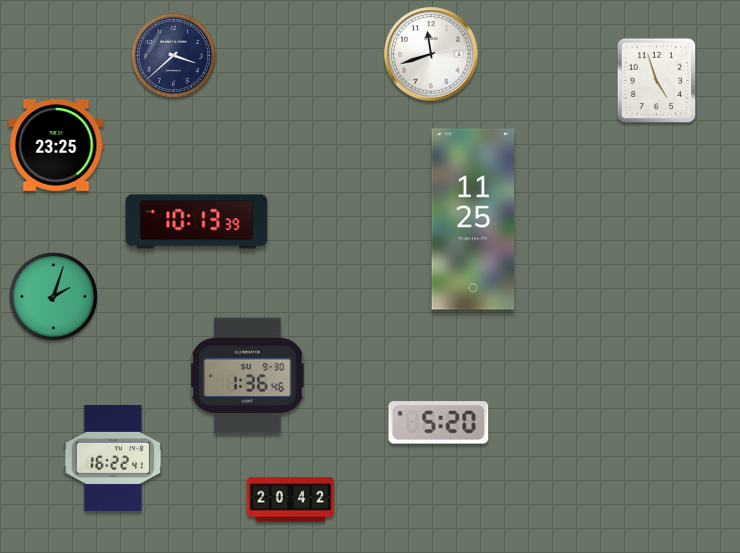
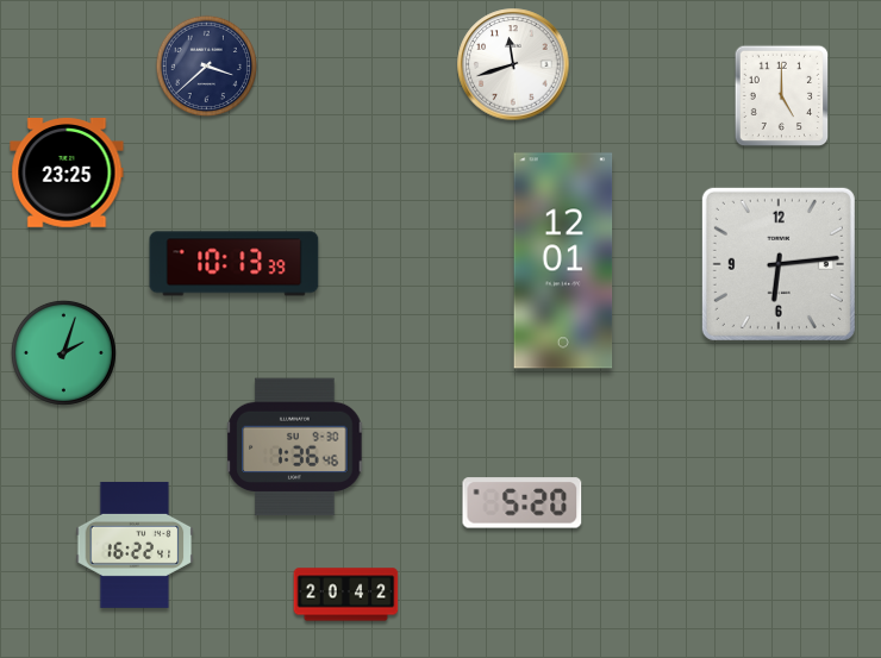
clock at (657, 81): 4:57 -> 5:00
clock at (473, 219): 11:25 -> 12:01
clock at (779, 264): none -> 6:14
